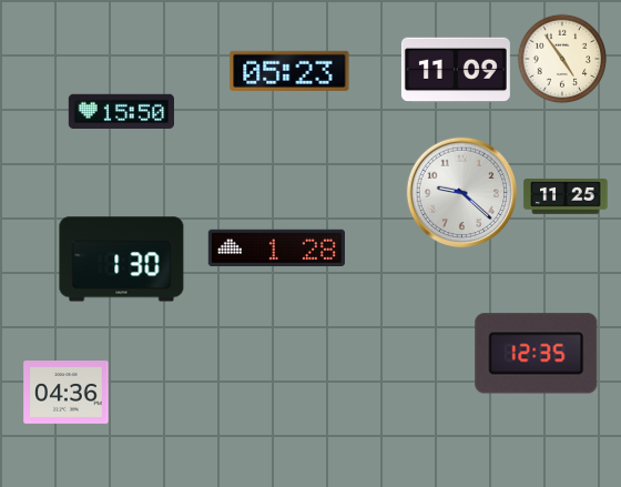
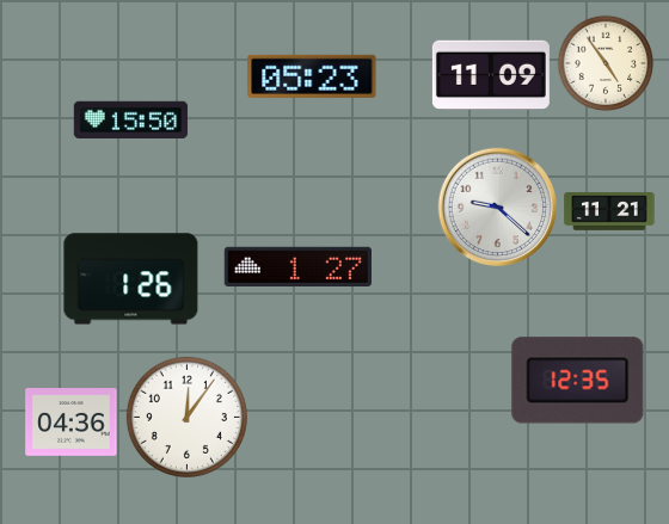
clock at (566, 196): 11:25 -> 11:21
clock at (276, 247): 1:28 -> 1:27
clock at (122, 260): 1:30 -> 1:26
clock at (186, 417): none -> 12:06
